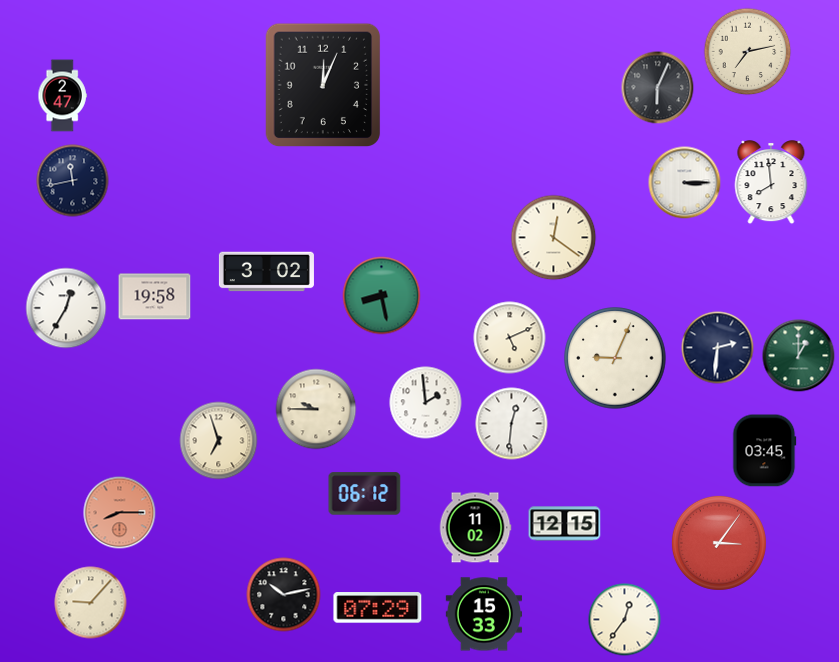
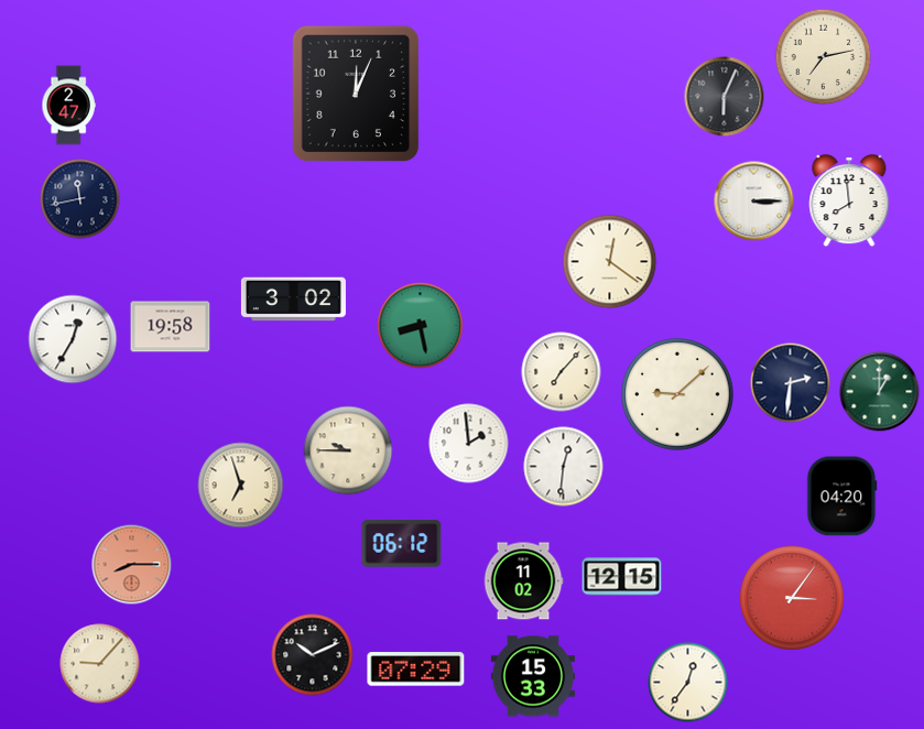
clock at (510, 338): 5:11 -> 7:07
clock at (615, 358): 9:04 -> 9:08
clock at (765, 451): 03:45 -> 04:20
clock at (284, 595): 10:13 -> 10:11
